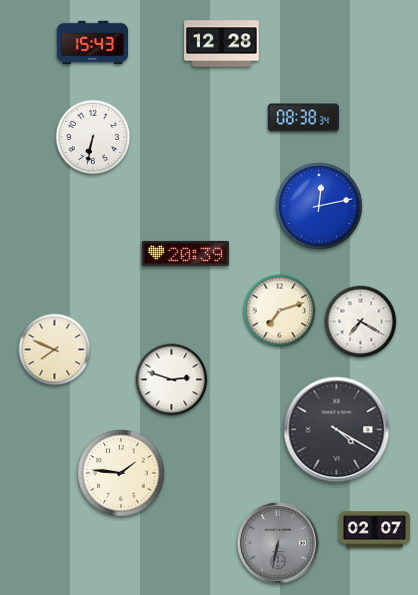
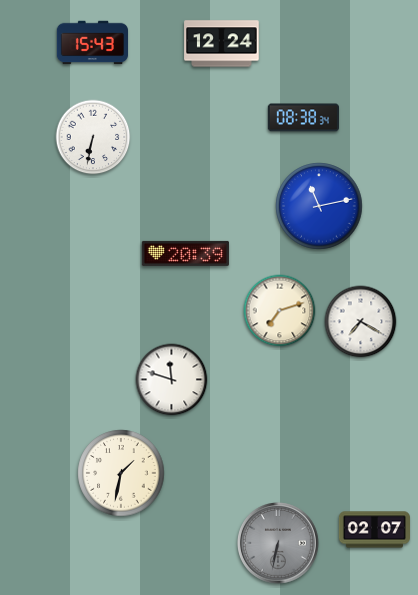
clock at (222, 44): 12:28 -> 12:24
clock at (319, 206): 12:13 -> 11:13
clock at (55, 350): 7:49 -> none
clock at (172, 380): 2:48 -> 11:48
clock at (337, 430): 4:20 -> none
clock at (121, 473): 1:46 -> 1:32
